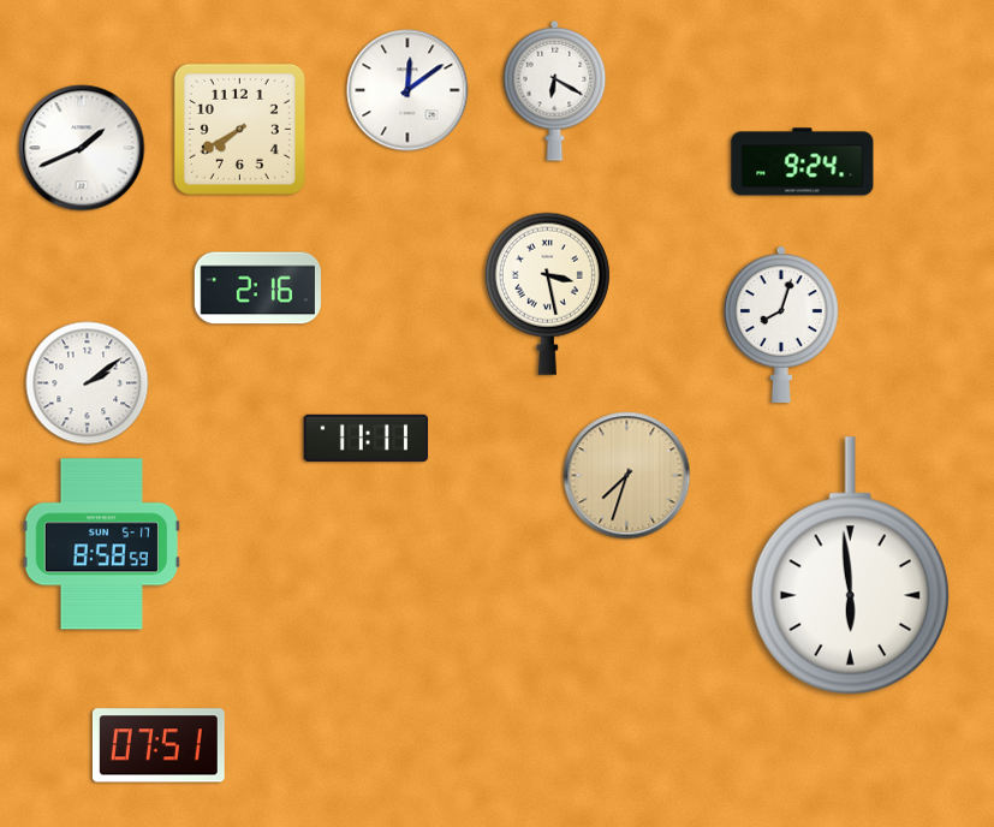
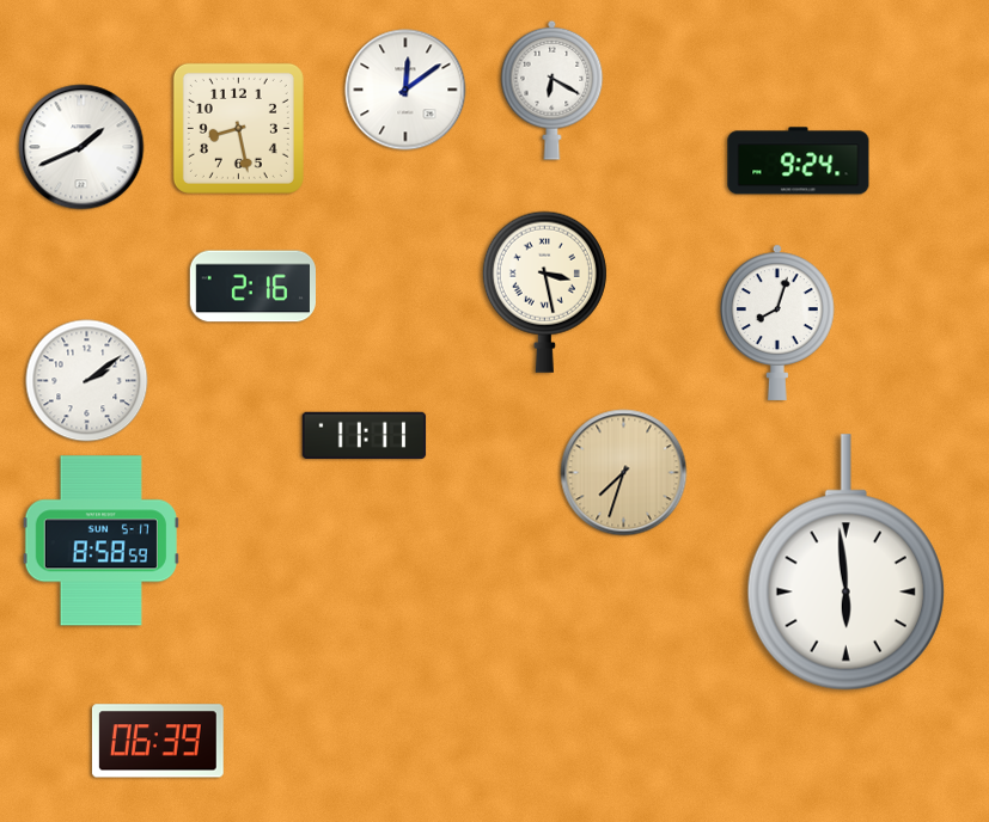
clock at (239, 129): 7:40 -> 8:28
clock at (257, 288) position: (257, 288) -> (252, 287)
clock at (159, 745): 07:51 -> 06:39
